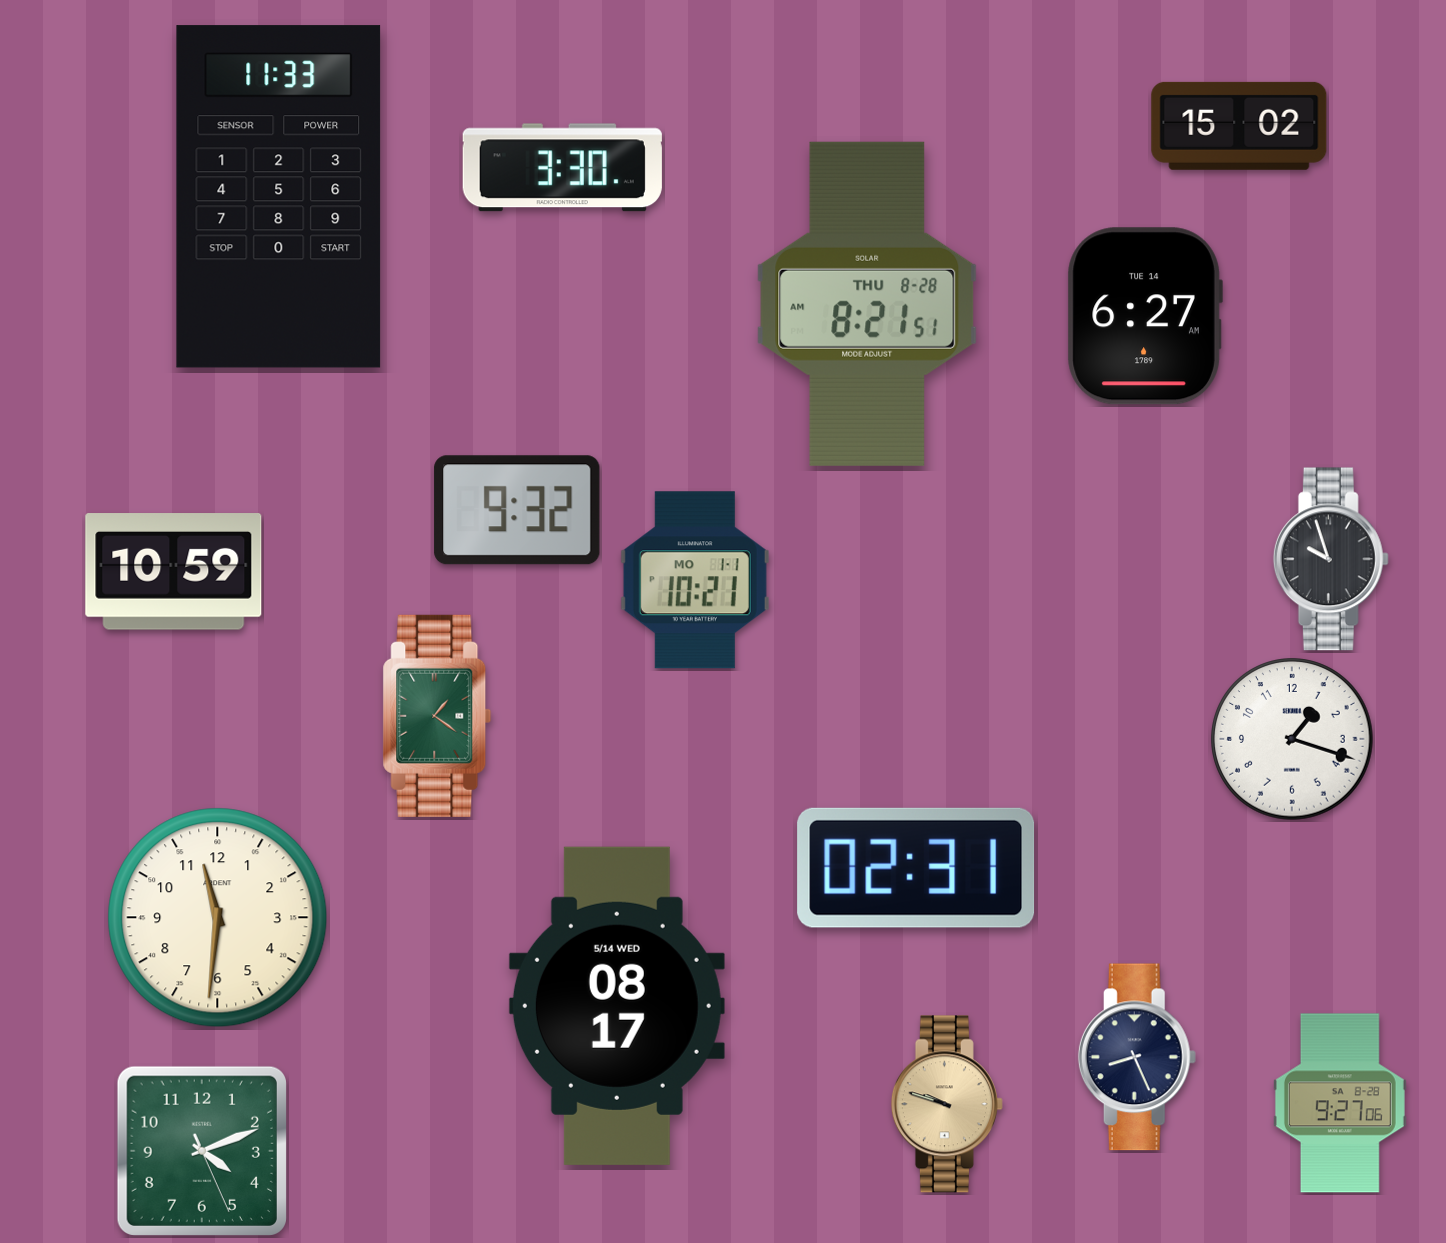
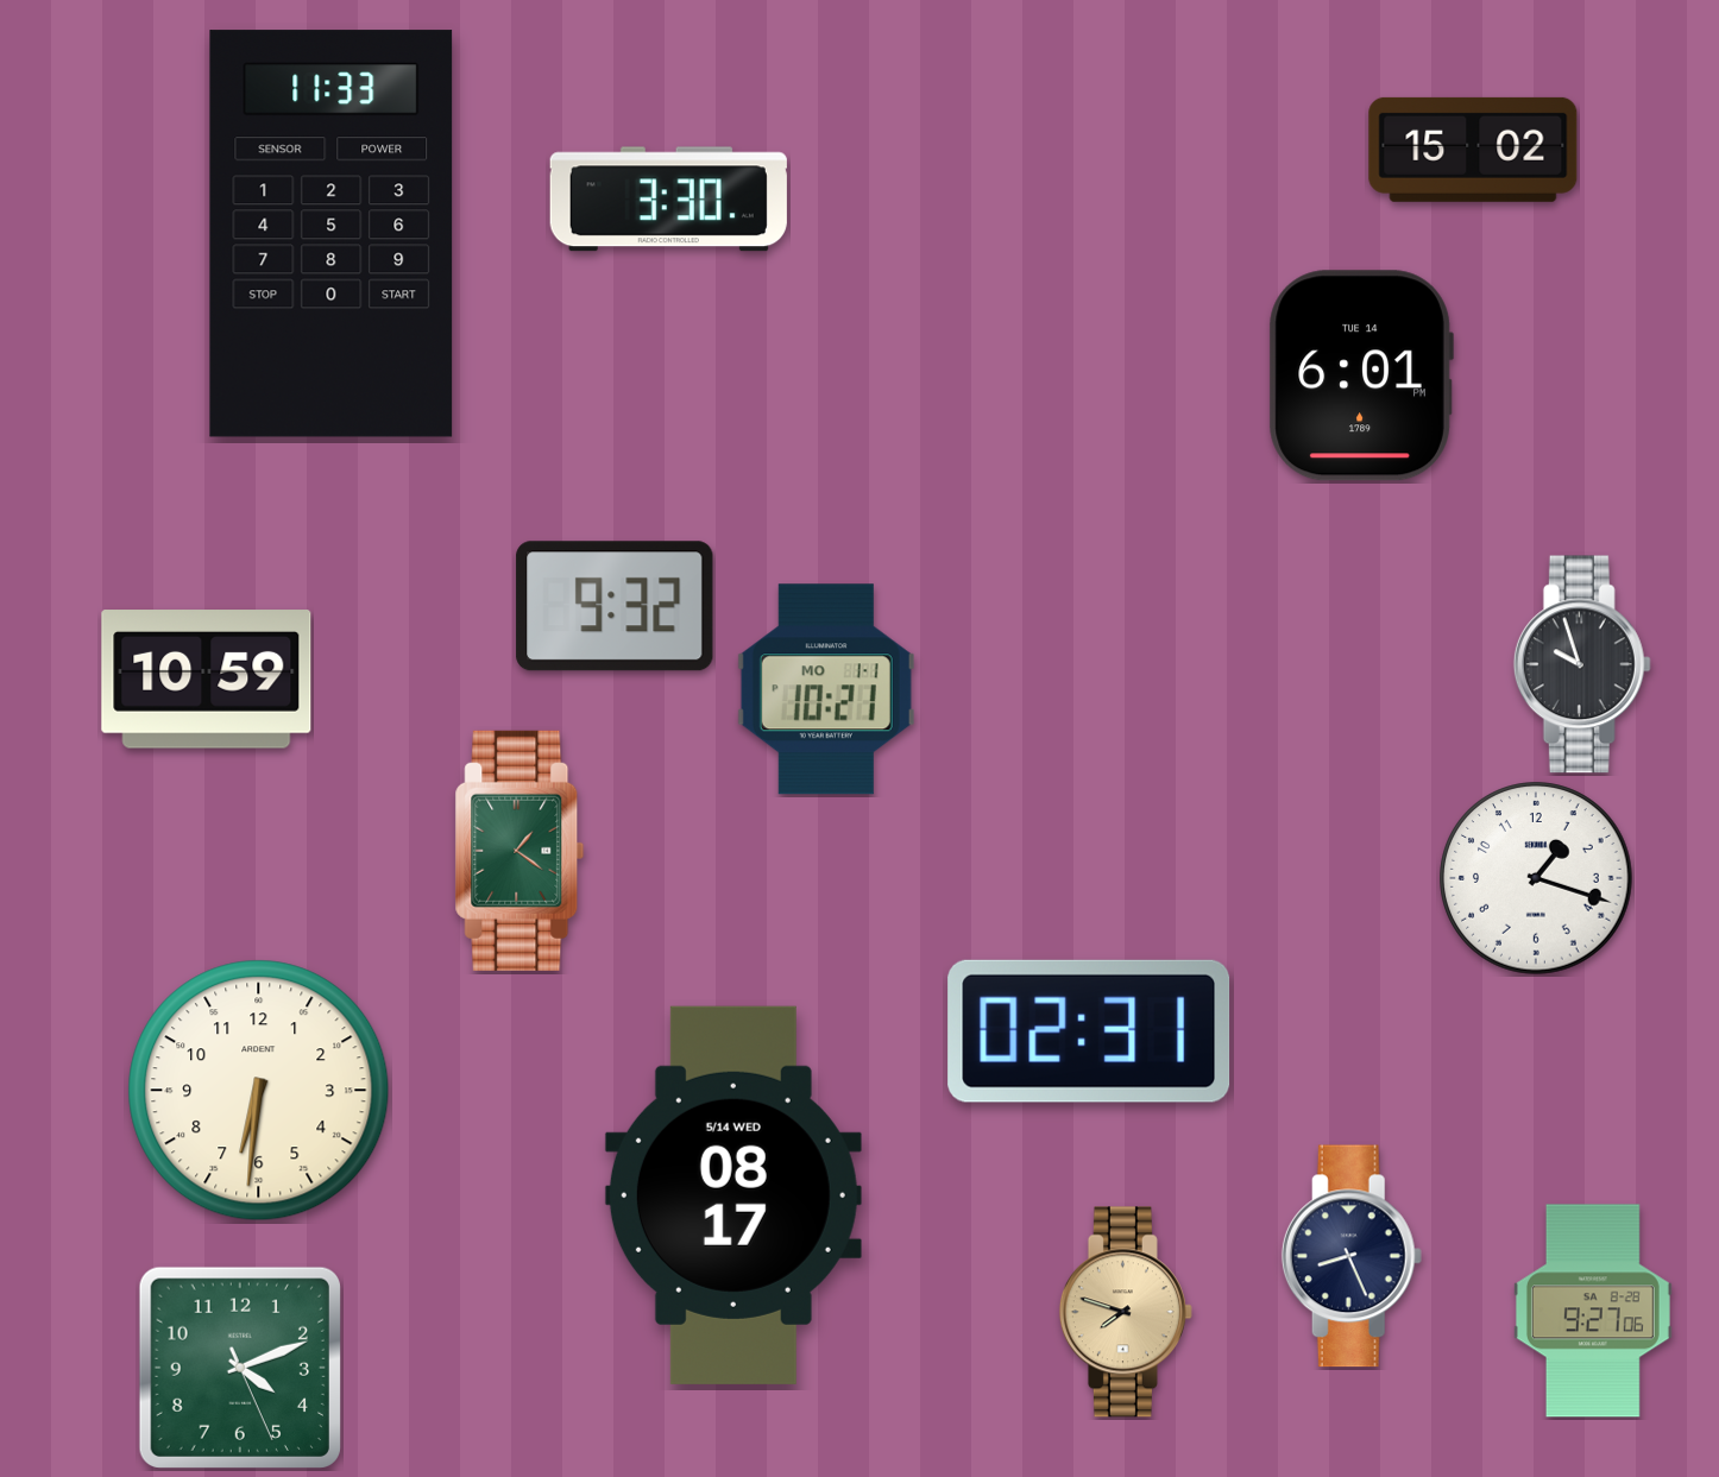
clock at (867, 304): 8:21 -> none
clock at (1145, 316): 6:27 -> 6:01
clock at (218, 918): 11:31 -> 6:31
clock at (947, 1104): 9:48 -> 7:48
